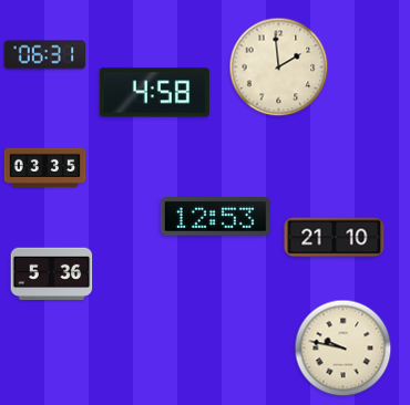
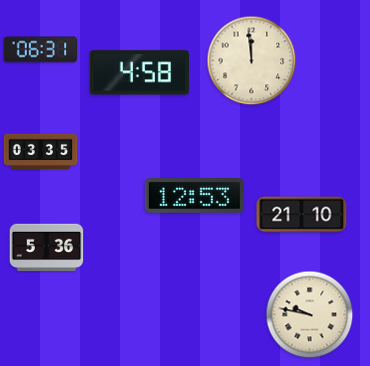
clock at (279, 67): 1:59 -> 11:59
clock at (154, 93) position: (154, 93) -> (139, 73)
